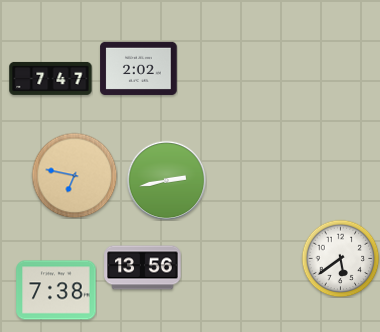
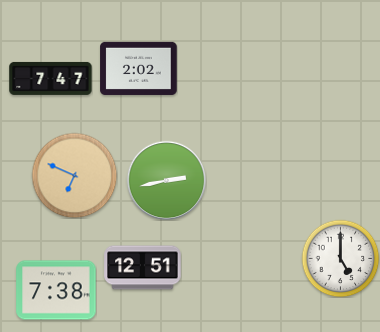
clock at (74, 175): 6:47 -> 6:49
clock at (340, 258): 5:39 -> 5:00
clock at (143, 268): 13:56 -> 12:51
